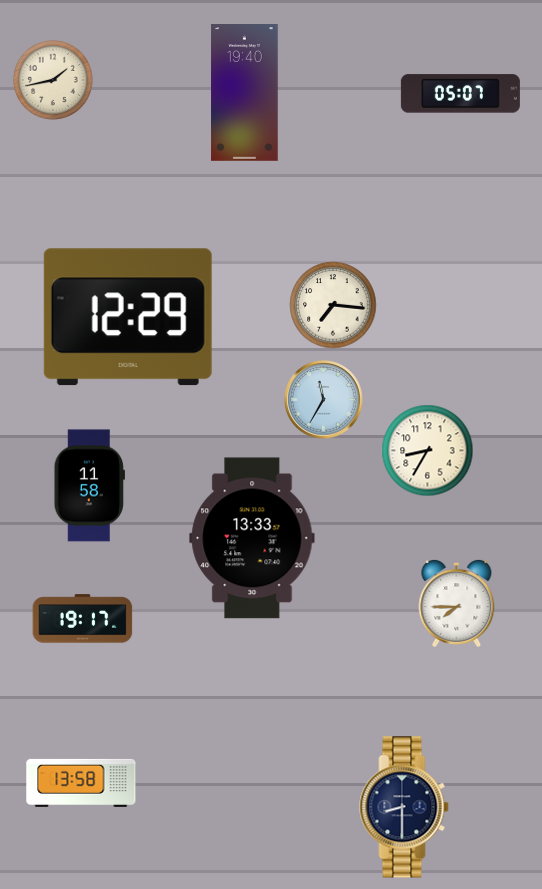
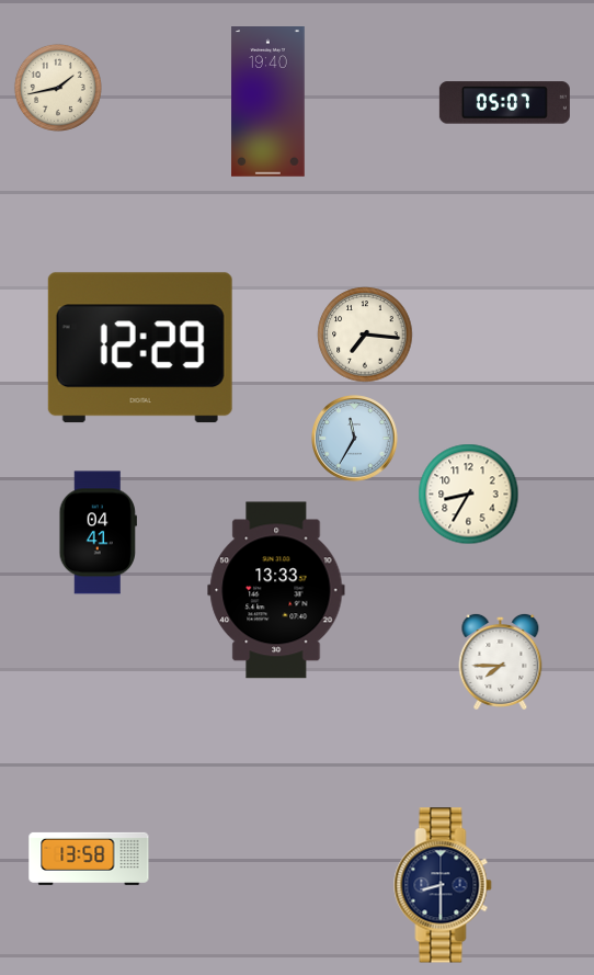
clock at (89, 486): 11:58 -> 04:41
clock at (83, 619): 19:17 -> none
